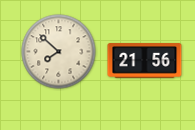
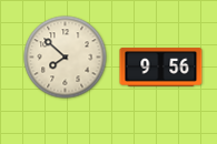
clock at (145, 61): 21:56 -> 9:56
